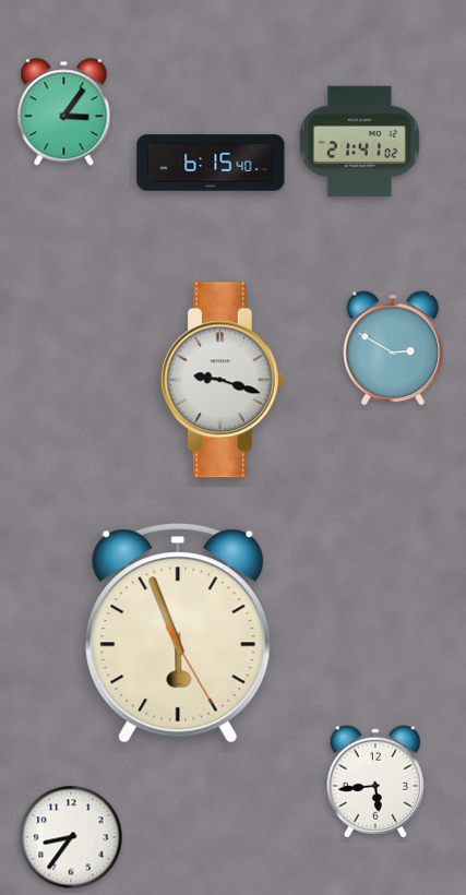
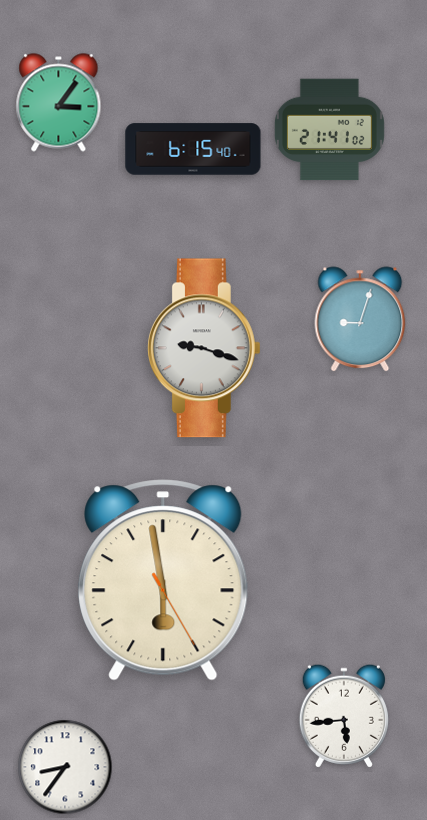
clock at (393, 348): 2:50 -> 9:03
clock at (178, 633): 5:56 -> 5:58
